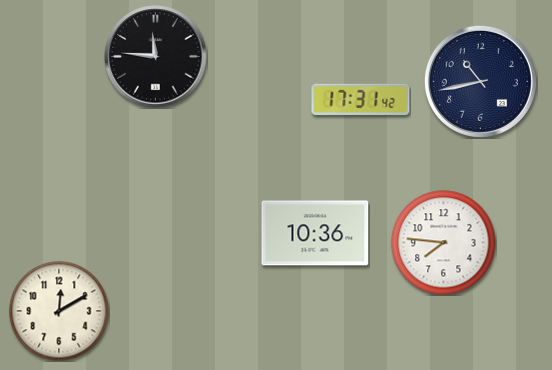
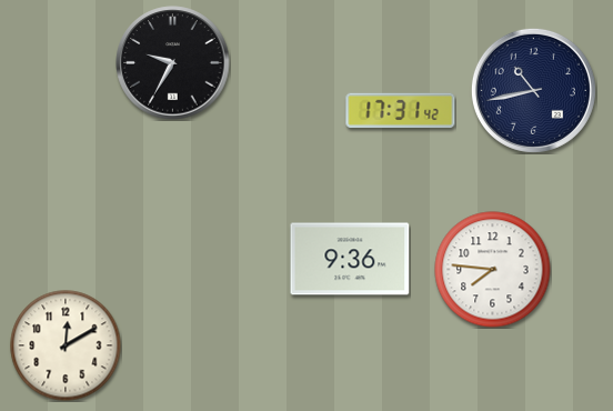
clock at (156, 57): 11:46 -> 9:35
clock at (315, 233): 10:36 -> 9:36
